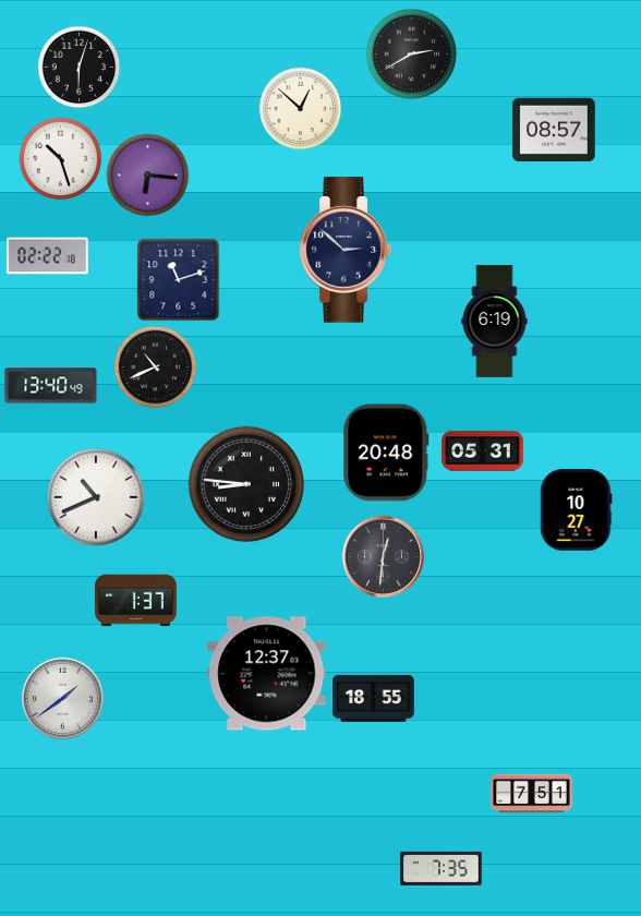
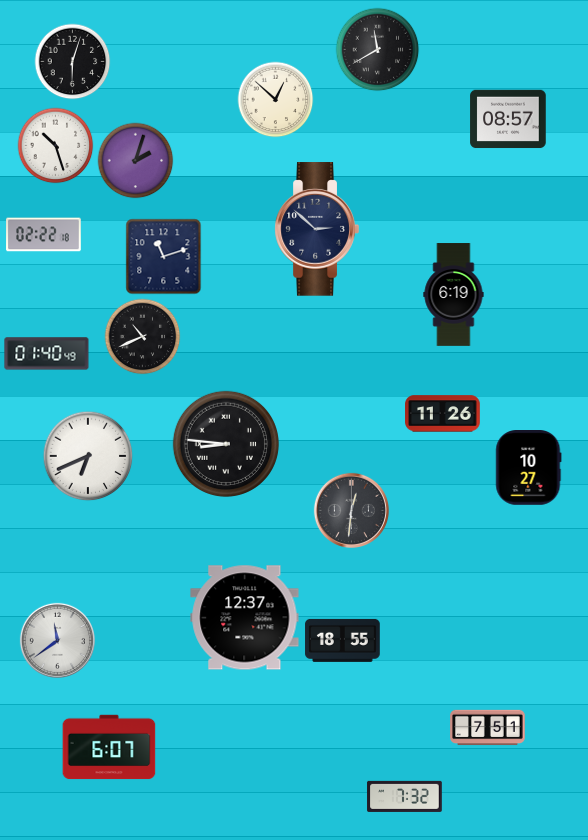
clock at (412, 55): 2:40 -> 11:40
clock at (148, 176): 6:16 -> 2:03
clock at (51, 386): 13:40 -> 01:40
clock at (483, 451): 05:31 -> 11:26
clock at (386, 453): 20:48 -> none
clock at (96, 497): 10:41 -> 6:41
clock at (136, 601): 1:37 -> none
clock at (62, 698): 1:39 -> 11:39
clock at (109, 747): none -> 6:07
clock at (442, 868): 7:35 -> 7:32
